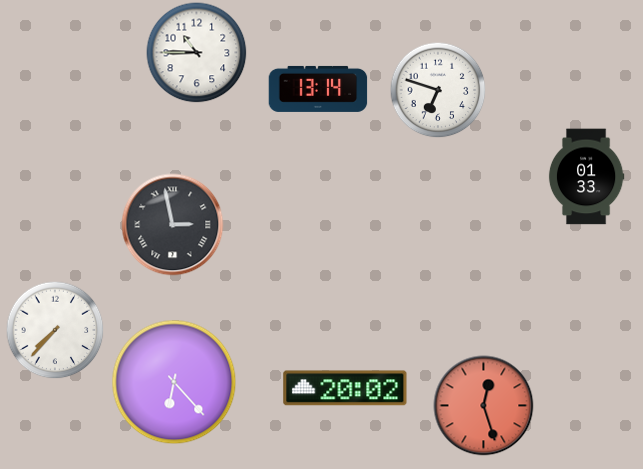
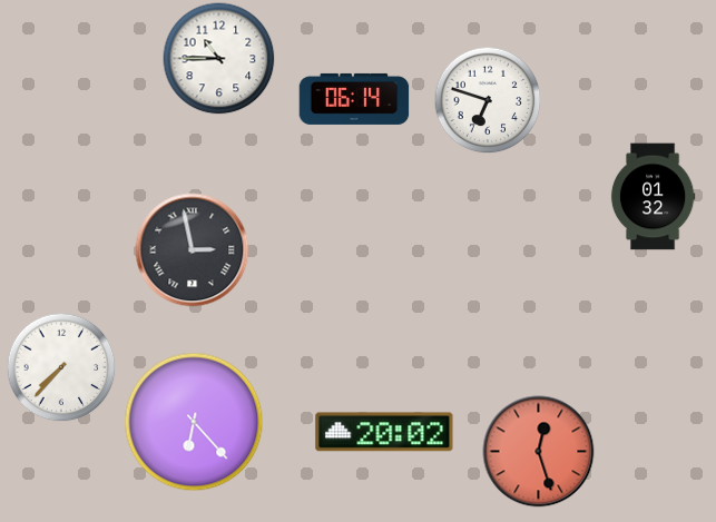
clock at (318, 89): 13:14 -> 06:14
clock at (586, 177): 01:33 -> 01:32
clock at (174, 382) position: (174, 382) -> (194, 422)
